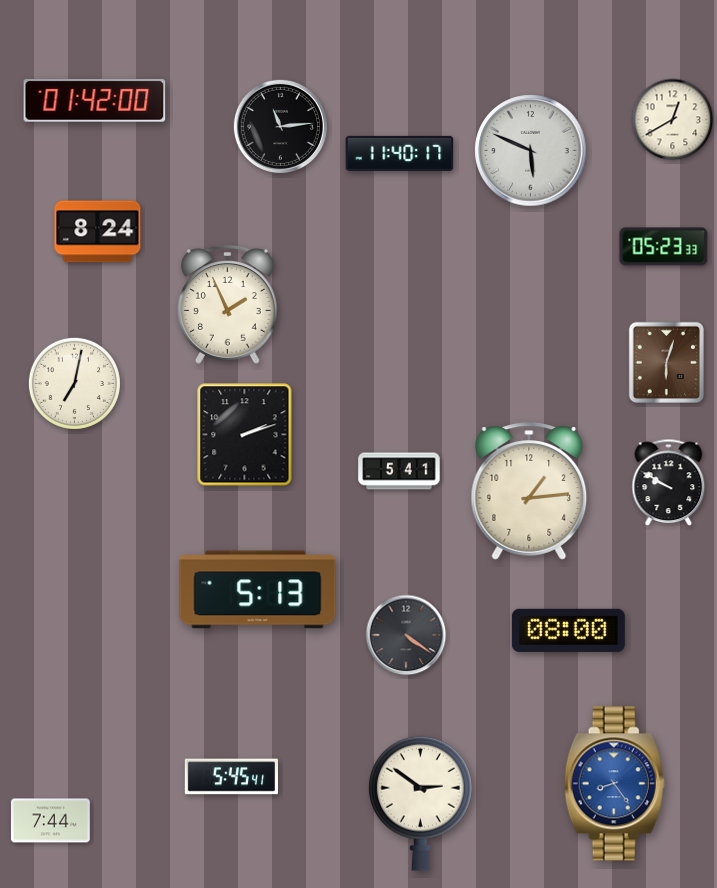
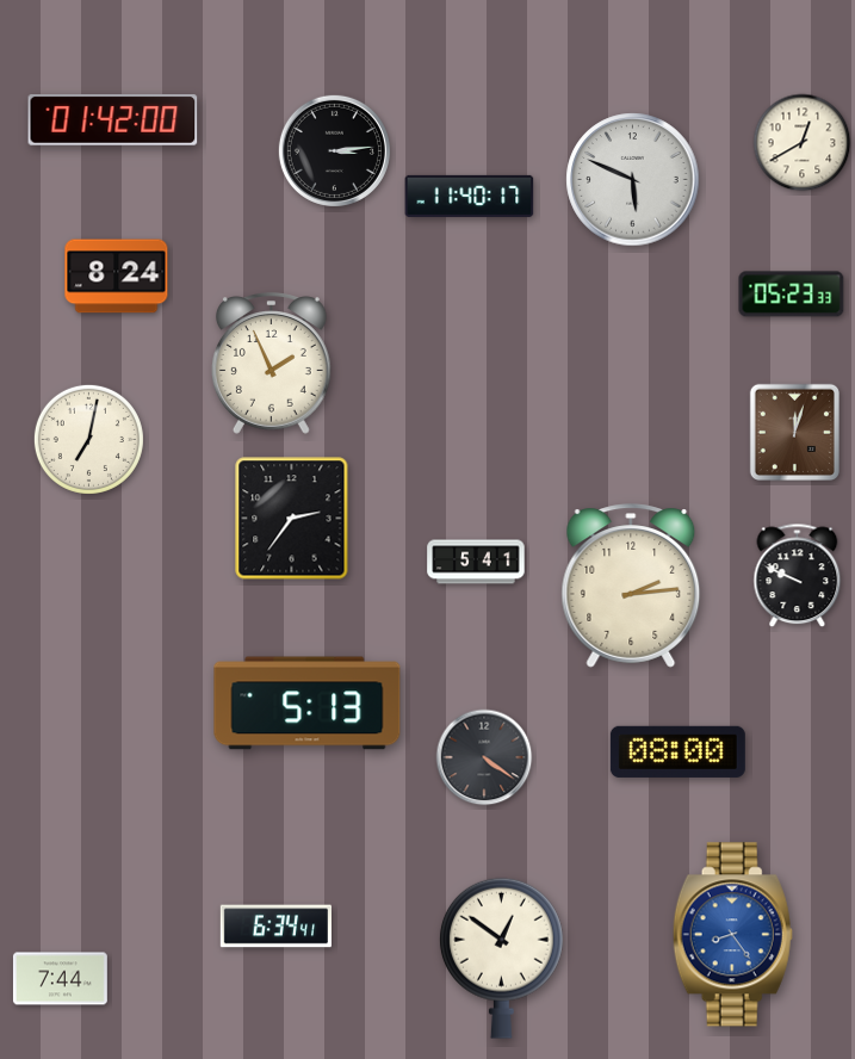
clock at (280, 126): 11:14 -> 3:14
clock at (400, 153) position: (400, 153) -> (470, 196)
clock at (666, 362): 6:03 -> 12:03
clock at (74, 383) position: (74, 383) -> (88, 439)
clock at (245, 435): 2:12 -> 2:36
clock at (669, 483): 9:50 -> 9:49
clock at (529, 491): 1:14 -> 2:14
clock at (231, 777): 5:45 -> 6:34
clock at (420, 803): 2:51 -> 12:51
